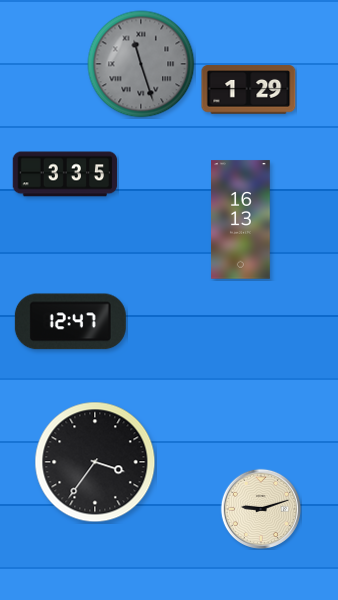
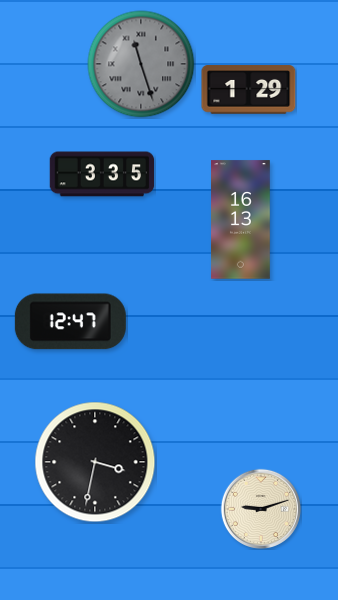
clock at (65, 174) position: (65, 174) -> (102, 174)
clock at (95, 462): 3:36 -> 3:32
